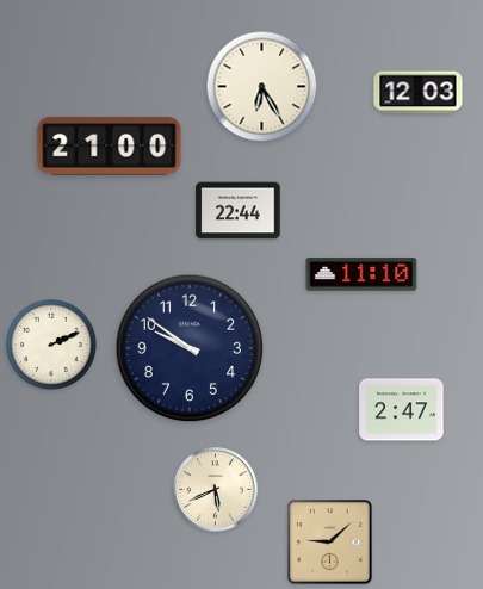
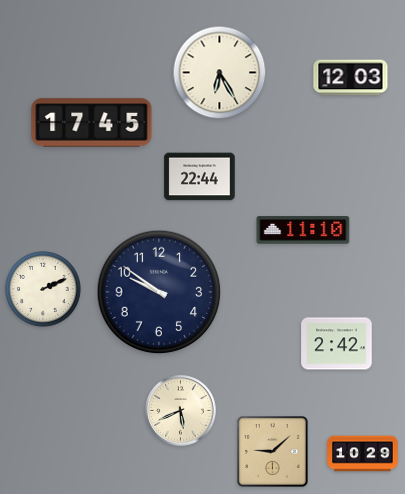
clock at (110, 147): 21:00 -> 17:45
clock at (402, 410): 2:47 -> 2:42
clock at (363, 454): none -> 10:29
clock at (330, 542) position: (330, 542) -> (273, 452)
